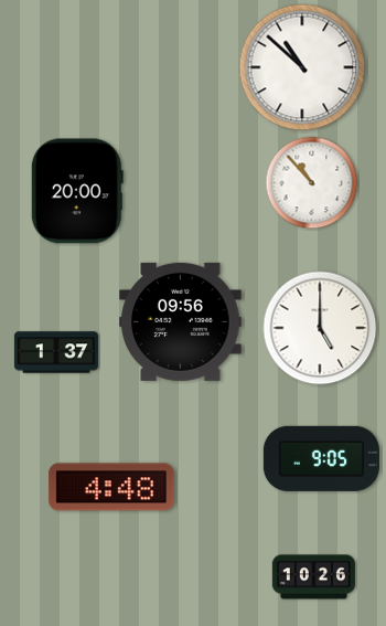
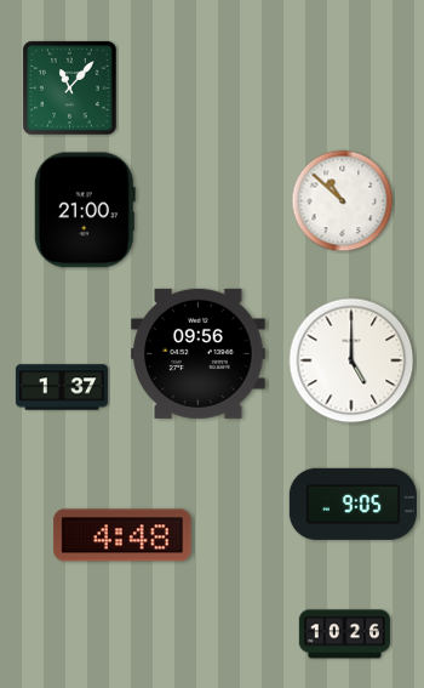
clock at (302, 67): 10:52 -> none
clock at (70, 89): none -> 11:07
clock at (312, 183): 10:53 -> 10:52
clock at (77, 191): 20:00 -> 21:00
